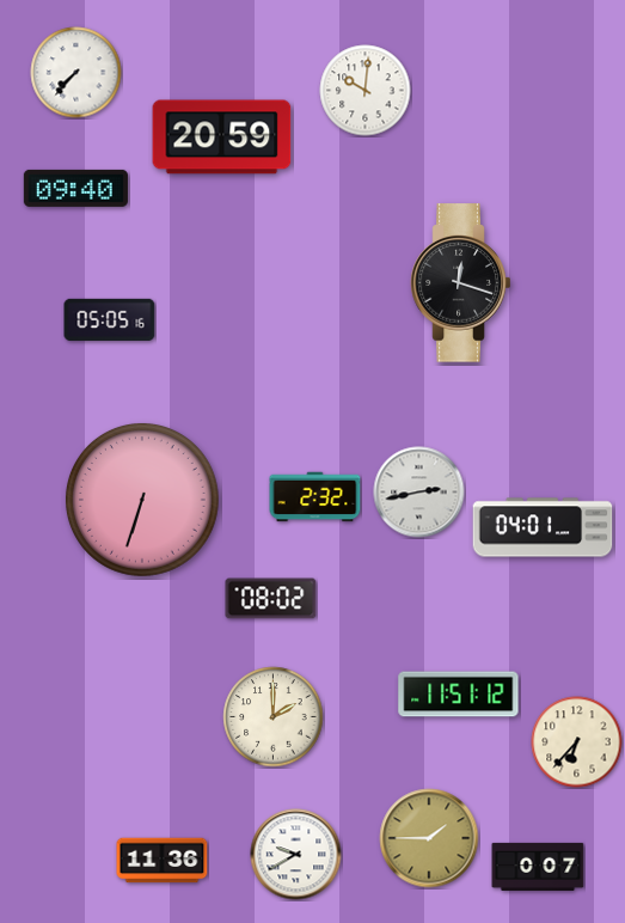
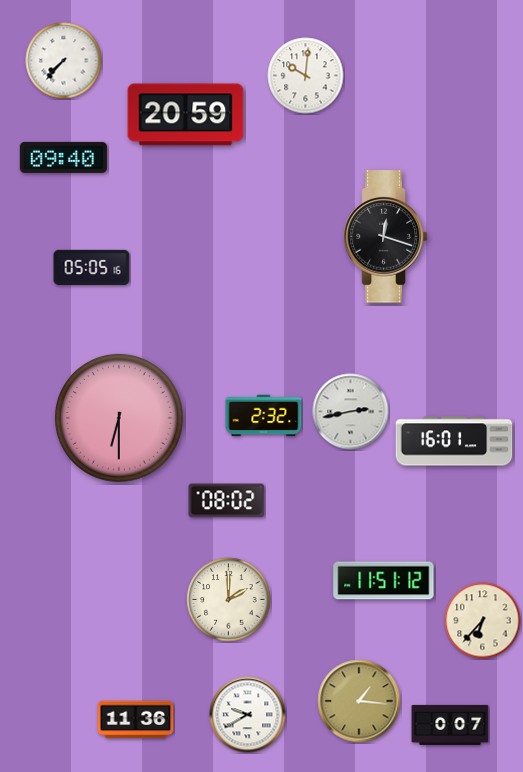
clock at (142, 500): 6:33 -> 6:30
clock at (543, 527): 04:01 -> 16:01
clock at (429, 838): 1:45 -> 1:16
